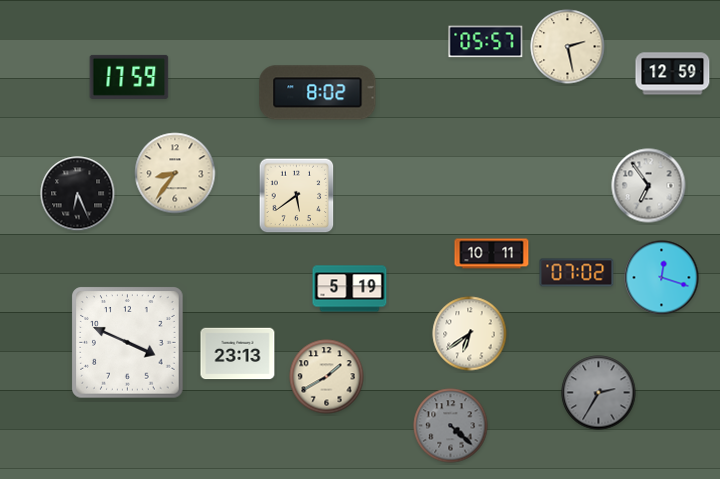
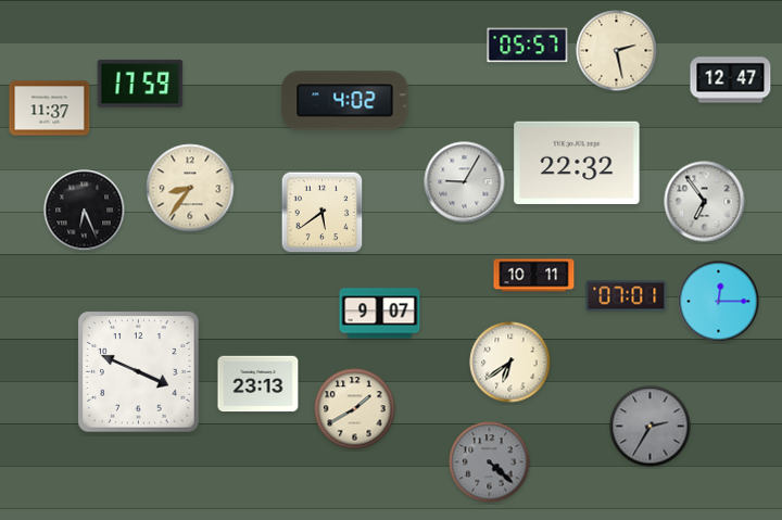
clock at (673, 74): 12:59 -> 12:47
clock at (318, 93): 8:02 -> 4:02
clock at (50, 109): none -> 11:37
clock at (577, 162): none -> 22:32
clock at (465, 182): none -> 9:05
clock at (577, 273): 07:02 -> 07:01
clock at (662, 278): 12:18 -> 12:15
clock at (350, 289): 5:19 -> 9:07
